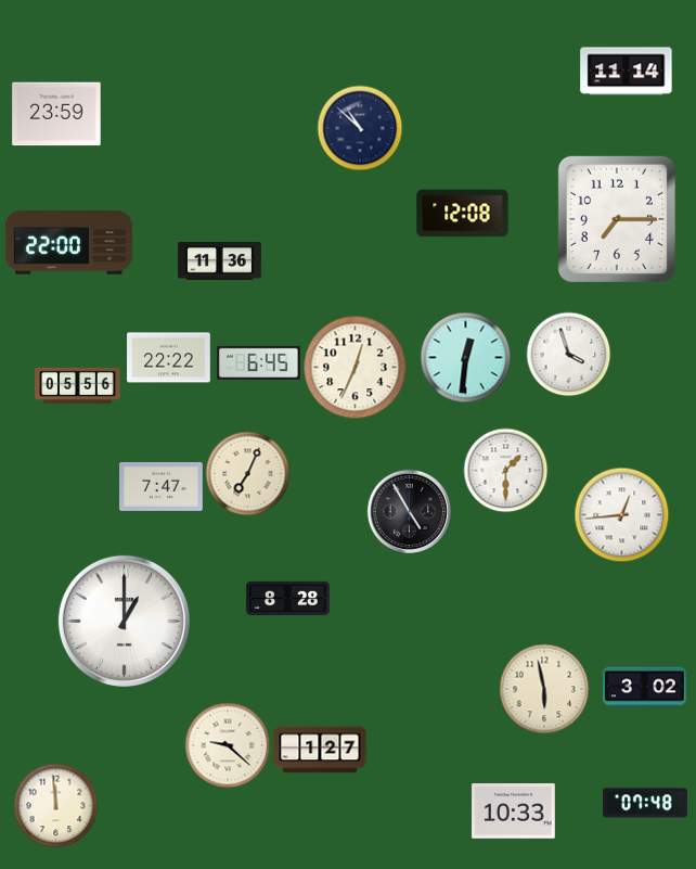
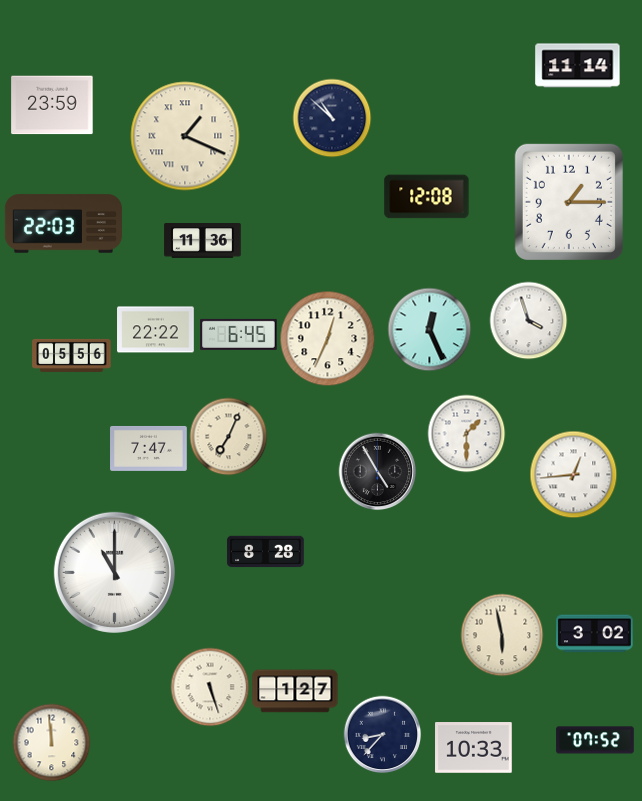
clock at (185, 136): none -> 1:19
clock at (617, 219): 7:15 -> 1:15
clock at (68, 243): 22:00 -> 22:03
clock at (568, 354) position: (568, 354) -> (528, 320)
clock at (465, 357): 12:31 -> 12:26
clock at (124, 621): 1:00 -> 11:00
clock at (228, 745): 9:22 -> 5:27
clock at (382, 734): none -> 8:37
clock at (645, 803): 07:48 -> 07:52
